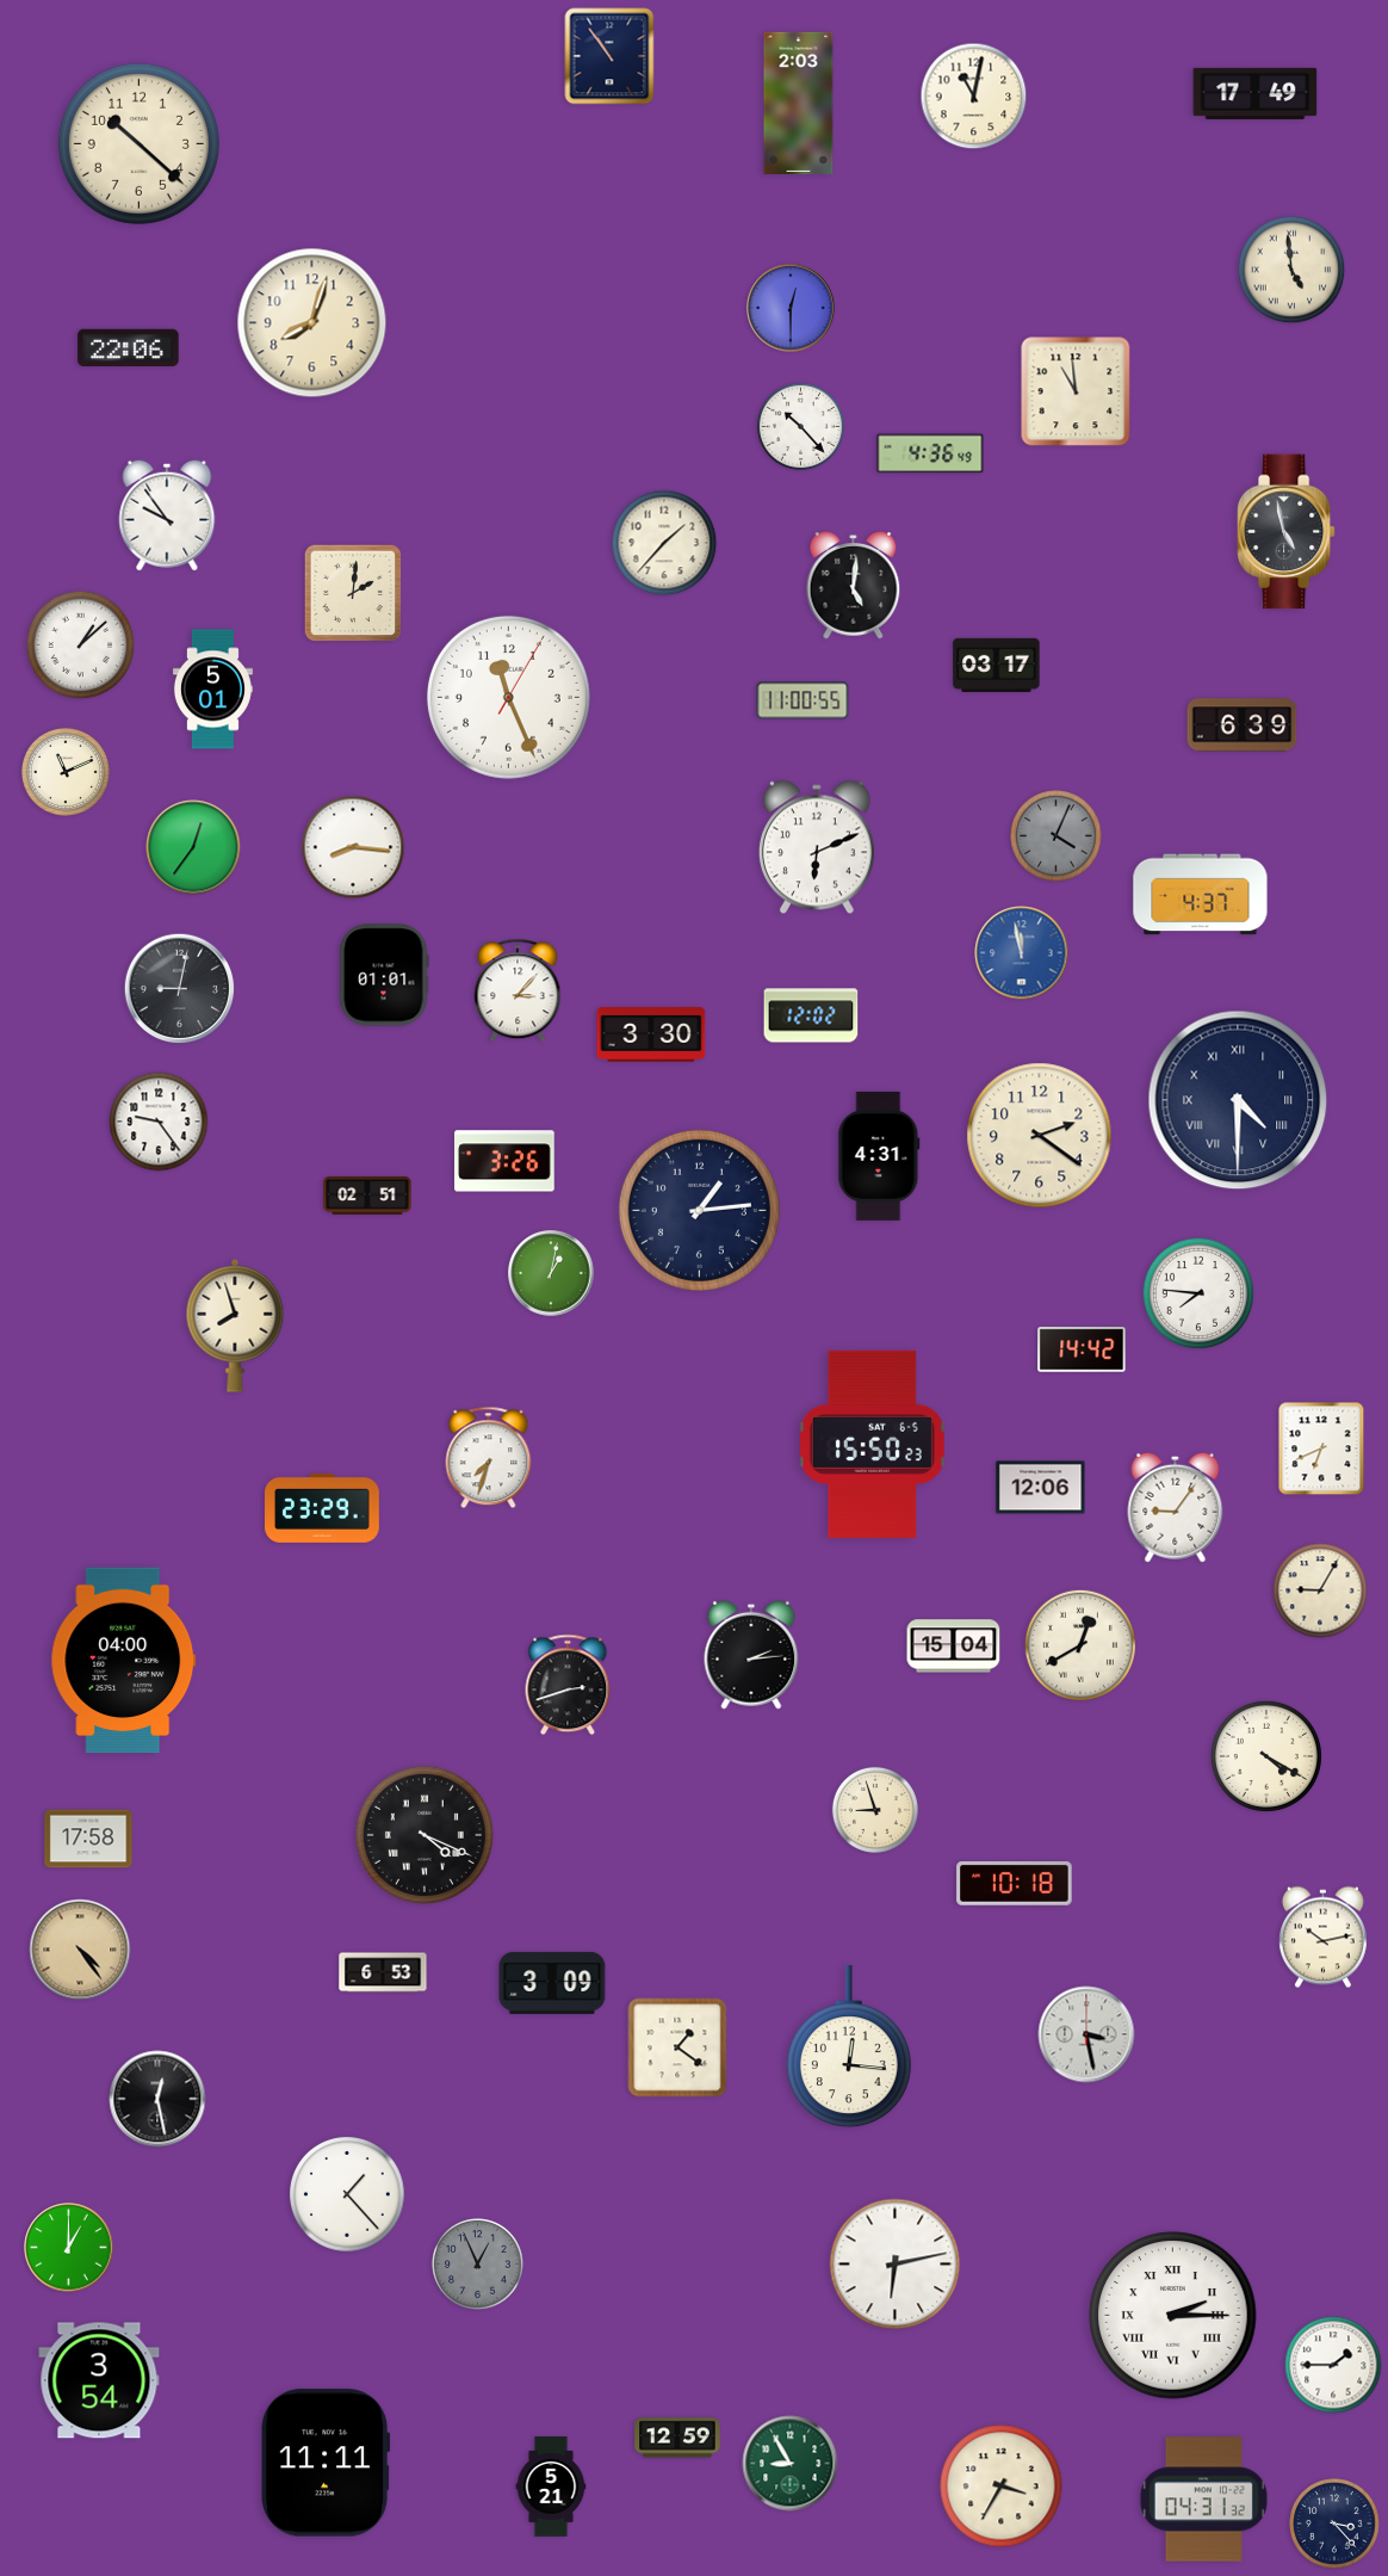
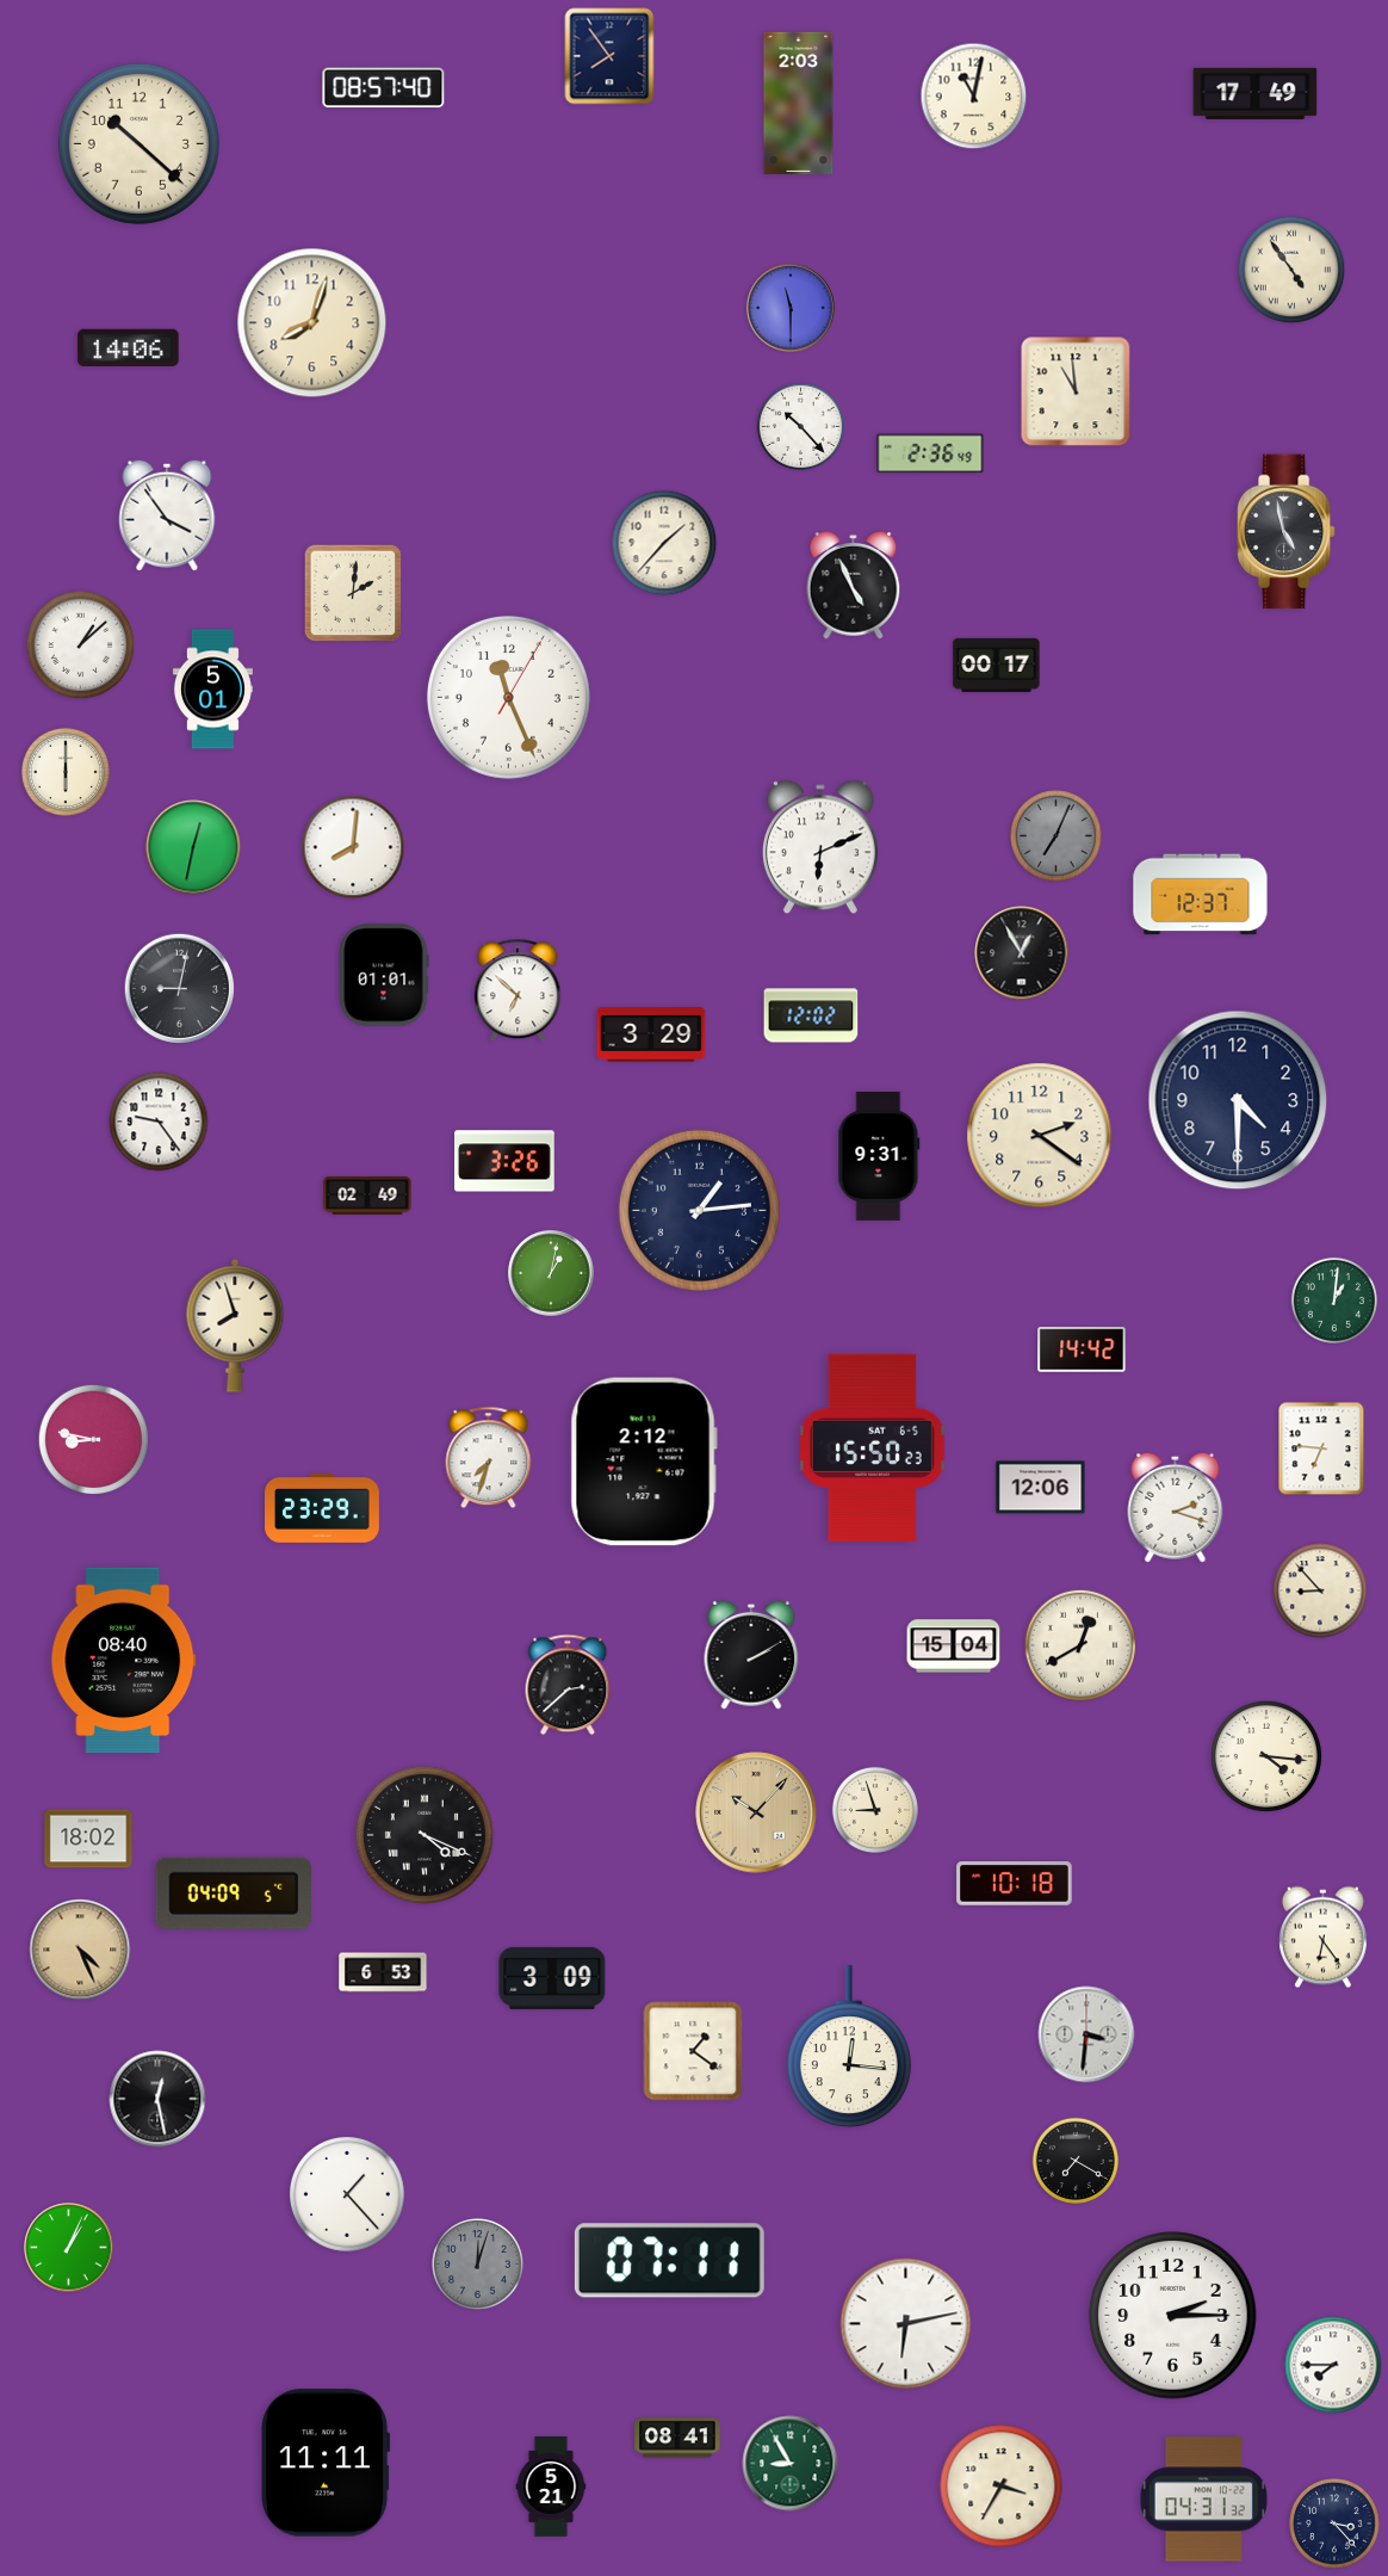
clock at (609, 56): 10:54 -> 7:54
clock at (384, 88): none -> 08:57
clock at (1291, 270): 4:59 -> 4:54
clock at (791, 308): 12:30 -> 11:30
clock at (129, 348): 22:06 -> 14:06
clock at (930, 453): 4:36 -> 2:36
clock at (167, 515): 9:54 -> 3:54
clock at (854, 586): 5:01 -> 4:56
clock at (997, 665): 03:17 -> 00:17
clock at (803, 700): 11:00 -> none
clock at (1243, 725): 6:39 -> none
clock at (66, 772): 11:11 -> 6:00
clock at (1057, 836): 4:04 -> 7:04
clock at (193, 847): 12:36 -> 12:32
clock at (353, 847): 8:16 -> 8:01
clock at (817, 847) position: (817, 847) -> (820, 847)
clock at (1201, 895): 4:37 -> 12:37
clock at (1022, 953): 11:58 -> 12:55
clock at (1022, 953) dial: blue -> black
clock at (518, 990): 3:07 -> 6:52
clock at (651, 1034): 3:30 -> 3:29
clock at (1238, 1100) numerals: Roman -> Arabic
clock at (879, 1156): 4:31 -> 9:31
clock at (367, 1196): 02:51 -> 02:49
clock at (1198, 1293): 7:46 -> none
clock at (1334, 1301): none -> 1:01
clock at (93, 1439): none -> 8:47
clock at (872, 1444) position: (872, 1444) -> (872, 1447)
clock at (1321, 1448): 6:41 -> 6:46
clock at (644, 1462): none -> 2:12
clock at (1176, 1507): 9:06 -> 2:18
clock at (1320, 1590): 9:05 -> 8:53
clock at (751, 1655): 2:14 -> 2:10
clock at (124, 1661): 04:00 -> 08:40
clock at (568, 1685): 2:42 -> 2:38
clock at (1266, 1756): 4:20 -> 4:16
clock at (756, 1812): none -> 10:07
clock at (88, 1839): 17:58 -> 18:02
clock at (234, 1894): none -> 04:09
clock at (1322, 1938): 10:13 -> 6:24
clock at (80, 1950): 4:24 -> 4:26
clock at (552, 1983) position: (552, 1983) -> (552, 1978)
clock at (1086, 2034): 3:28 -> 3:31
clock at (677, 2047) position: (677, 2047) -> (693, 2051)
clock at (1076, 2161): none -> 7:20
clock at (69, 2248): 1:00 -> 1:04
clock at (669, 2261): none -> 07:11
clock at (478, 2265): 12:56 -> 12:03
clock at (896, 2265) position: (896, 2265) -> (906, 2324)
clock at (1173, 2316) numerals: Roman -> Arabic
clock at (1333, 2365): 1:45 -> 7:45
clock at (99, 2380): 3:54 -> none
clock at (677, 2438): 12:59 -> 08:41
